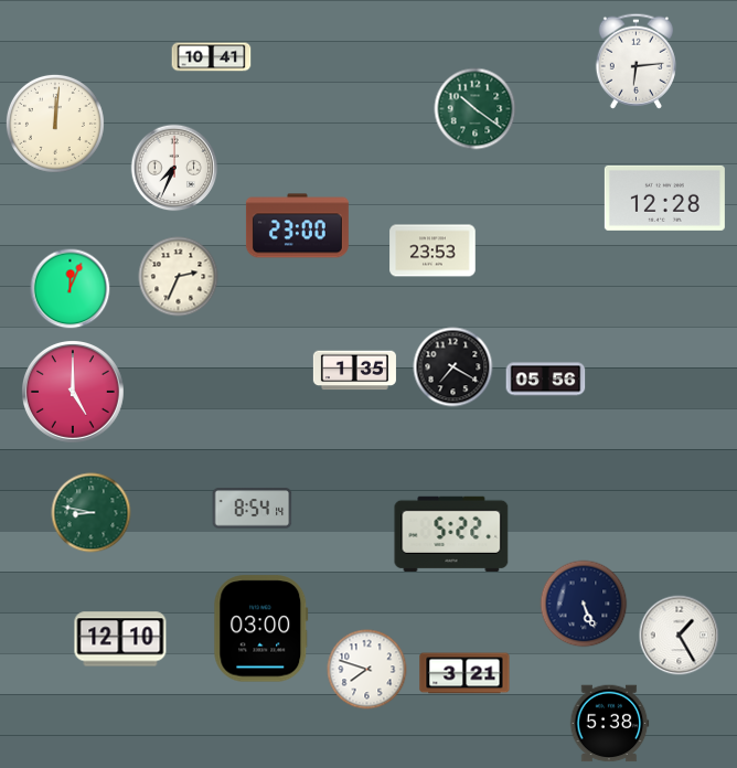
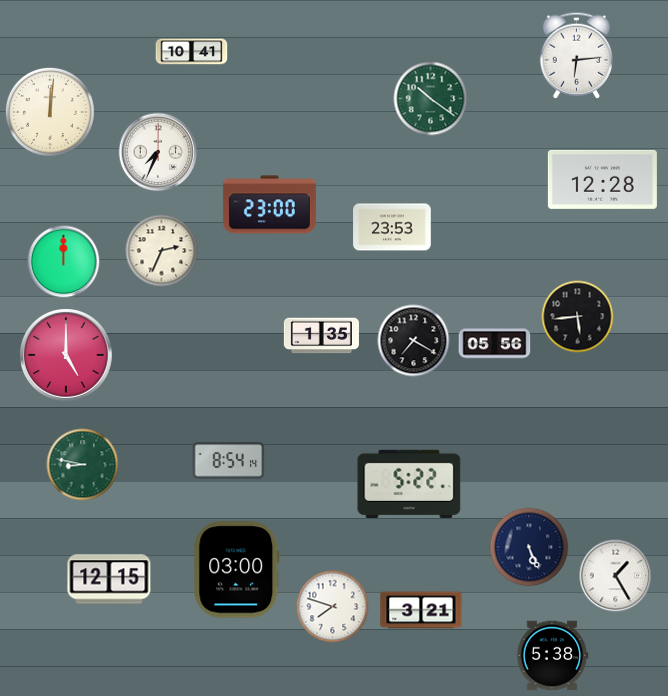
clock at (71, 289): 12:04 -> 12:00
clock at (578, 317): none -> 5:44
clock at (453, 367) position: (453, 367) -> (414, 341)
clock at (120, 639): 12:10 -> 12:15
